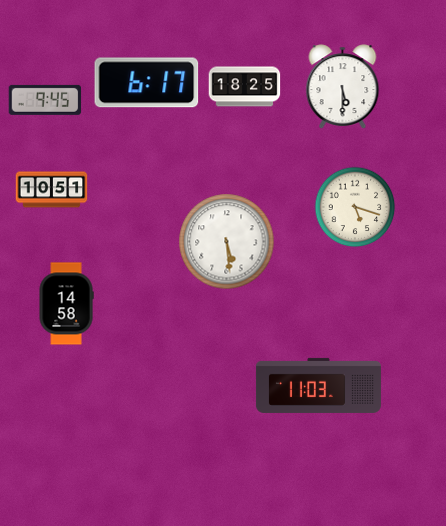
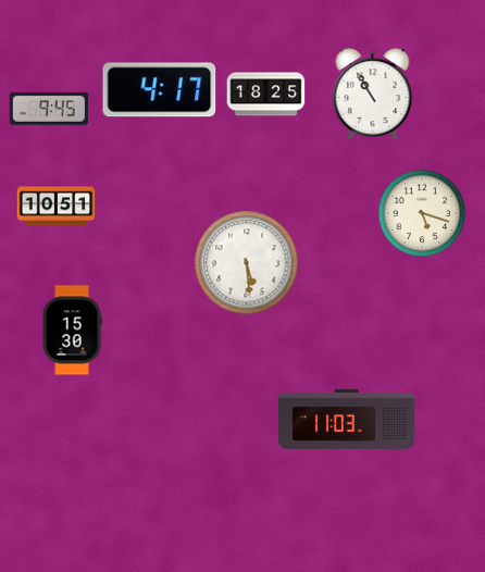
clock at (147, 83): 6:17 -> 4:17
clock at (343, 86): 5:30 -> 10:55
clock at (355, 207) position: (355, 207) -> (422, 213)
clock at (66, 304): 14:58 -> 15:30
